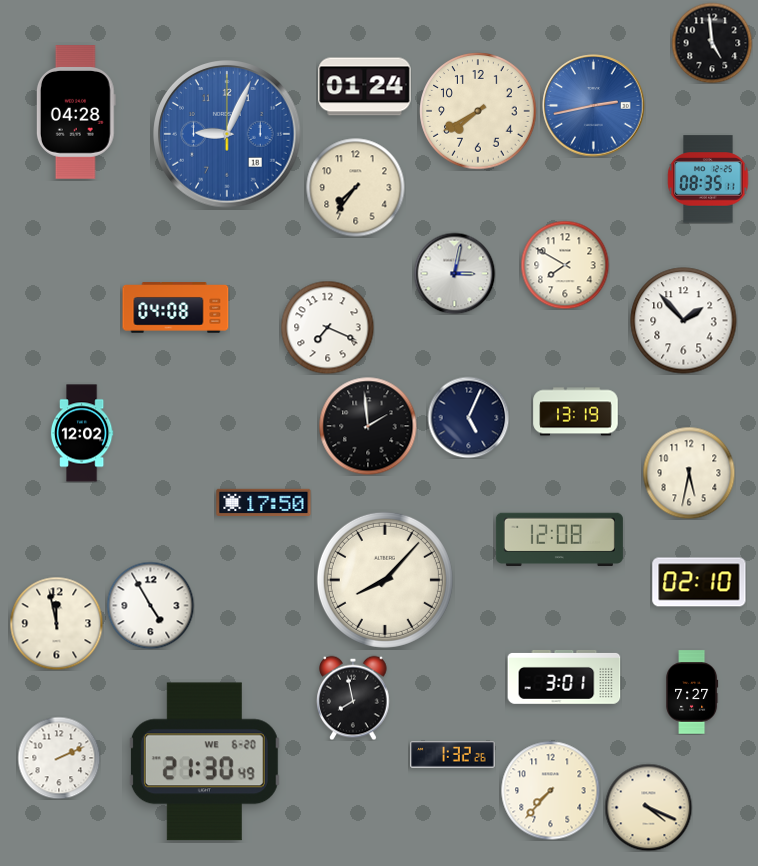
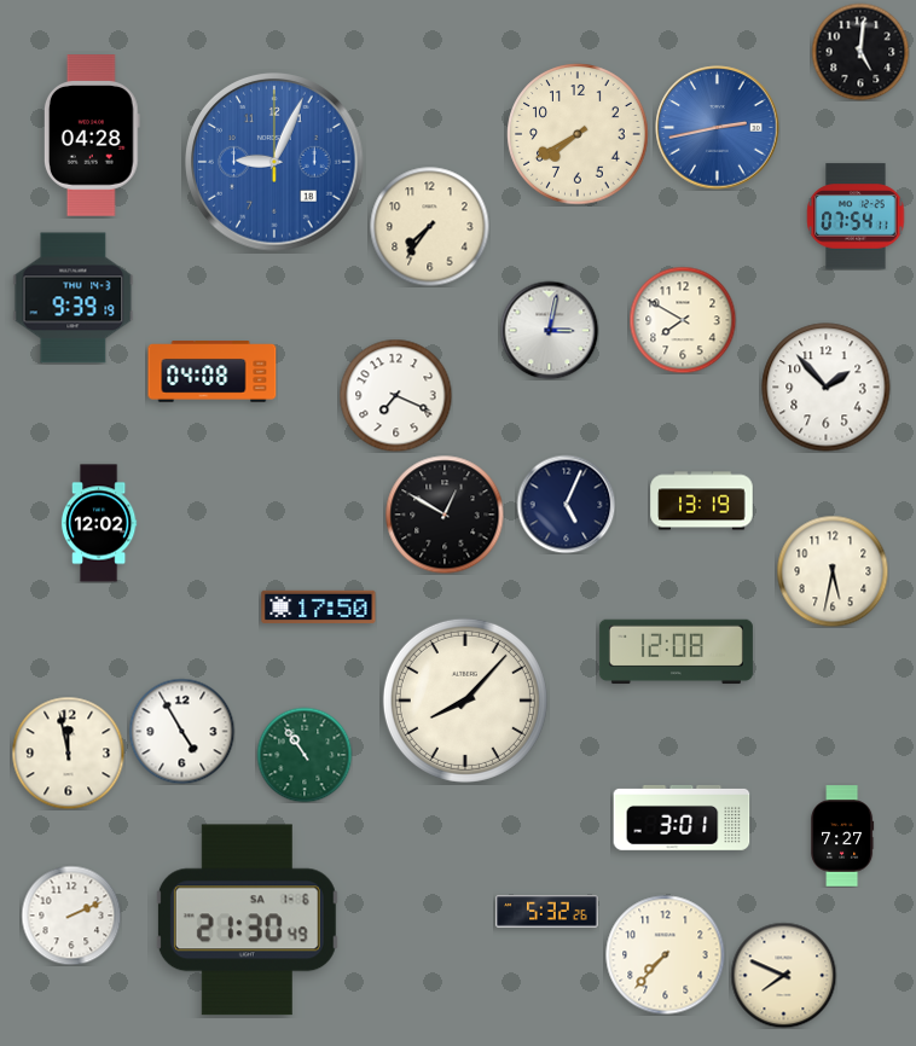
clock at (712, 43): 4:59 -> 5:01
clock at (365, 87): 01:24 -> none
clock at (708, 179): 08:35 -> 07:54
clock at (74, 298): none -> 9:39
clock at (576, 412) position: (576, 412) -> (702, 501)
clock at (368, 426): 1:59 -> 12:50
clock at (699, 582): 02:10 -> none
clock at (305, 755): none -> 10:54
clock at (693, 692) position: (693, 692) -> (843, 836)
clock at (353, 698): 7:58 -> none
clock at (453, 755): 1:32 -> 5:32
clock at (204, 762) date: WE 6-20 -> SA 1-6
clock at (648, 807): 4:19 -> 7:49
